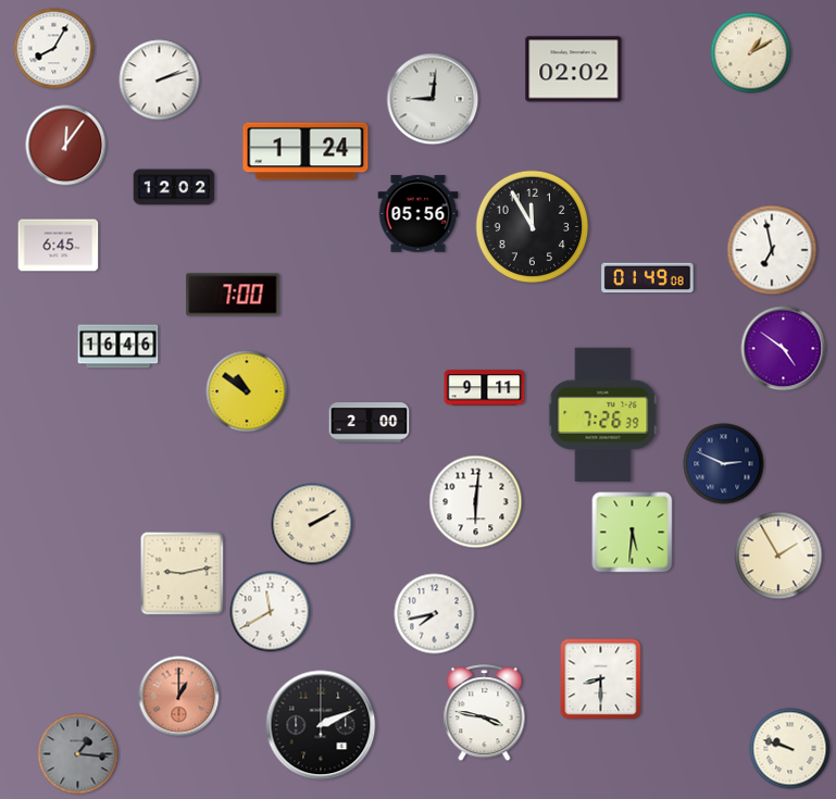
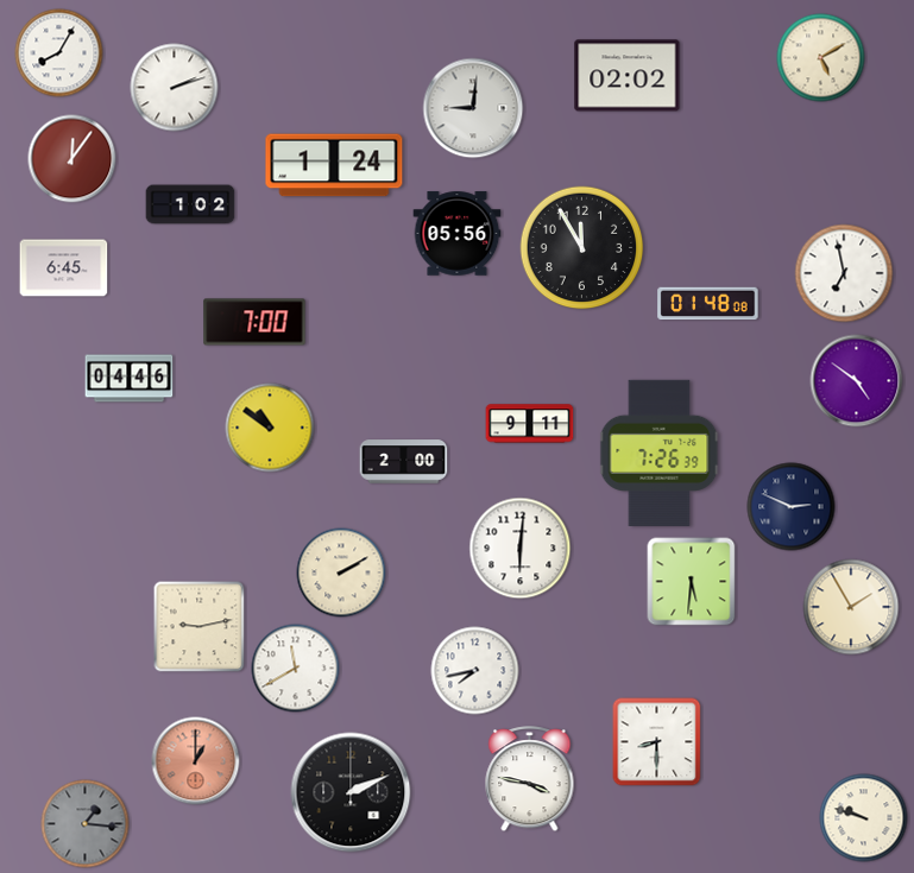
clock at (751, 53): 1:10 -> 5:10
clock at (174, 187): 12:02 -> 1:02
clock at (648, 278): 01:49 -> 01:48
clock at (118, 347): 16:46 -> 04:46
